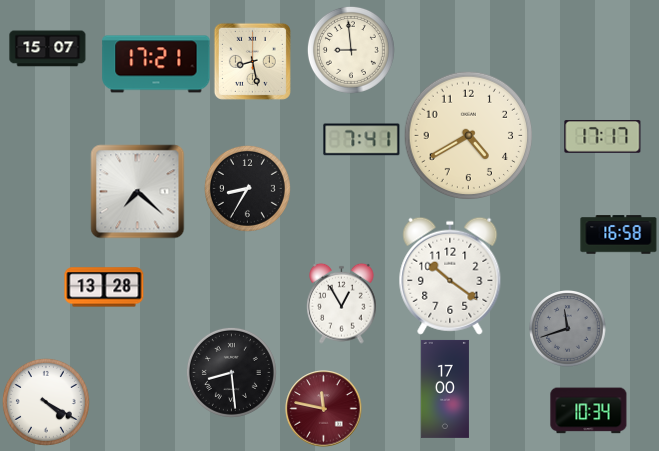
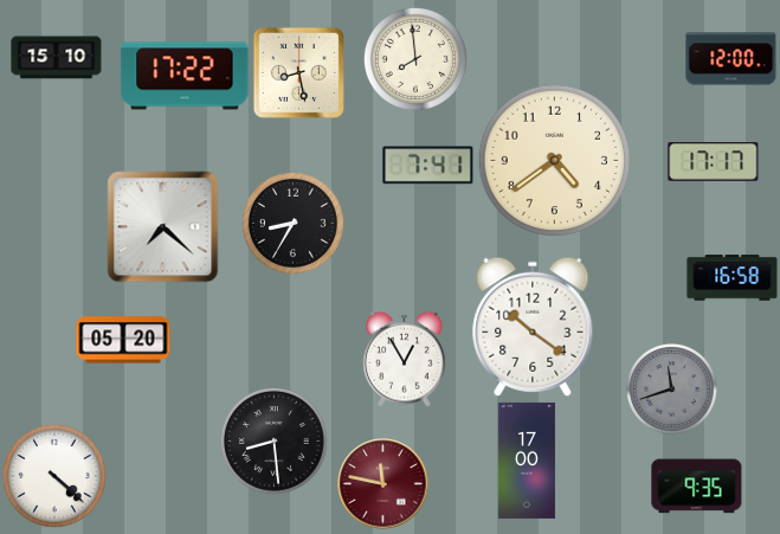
clock at (48, 49): 15:07 -> 15:10
clock at (351, 50): 8:59 -> 7:59
clock at (731, 59): none -> 12:00
clock at (156, 64): 17:21 -> 17:22
clock at (469, 136): 4:40 -> 4:39
clock at (104, 287): 13:28 -> 05:20
clock at (46, 402): 4:20 -> 4:22
clock at (589, 411): 10:34 -> 9:35
